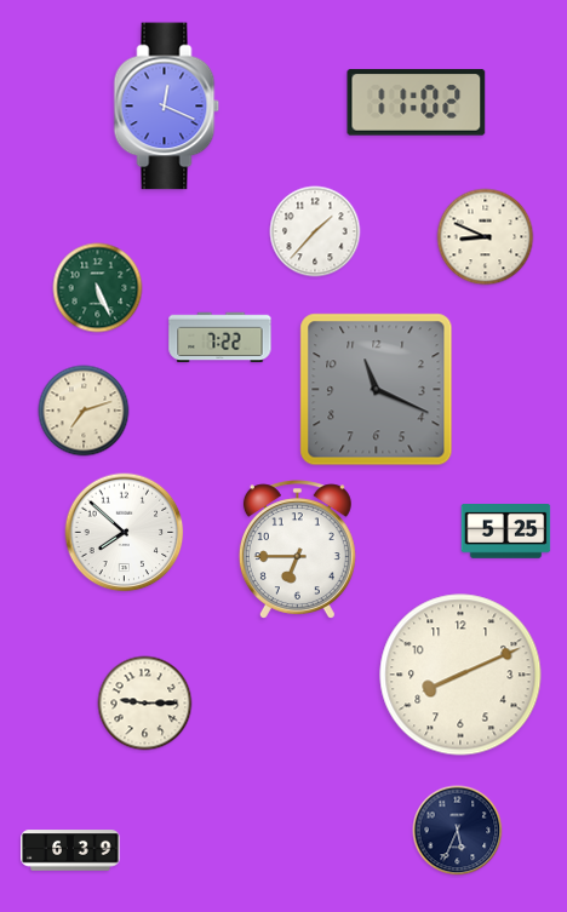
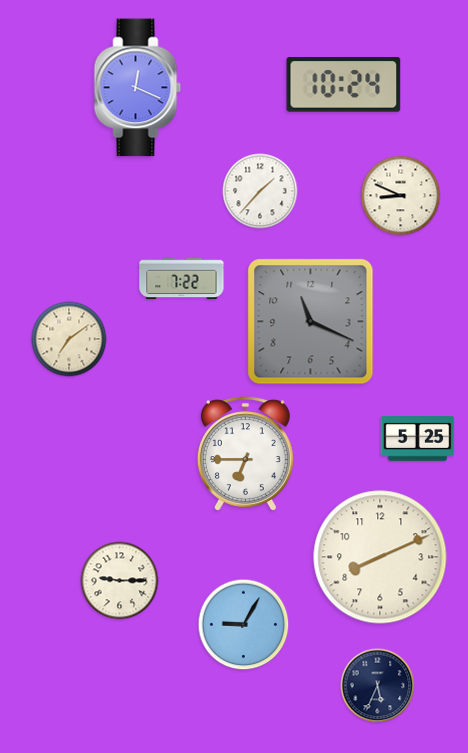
clock at (417, 103): 11:02 -> 10:24
clock at (98, 288): 5:26 -> none
clock at (84, 411): 7:12 -> 7:09
clock at (125, 533): 7:52 -> none
clock at (244, 625): none -> 9:05
clock at (70, 850): 6:39 -> none
